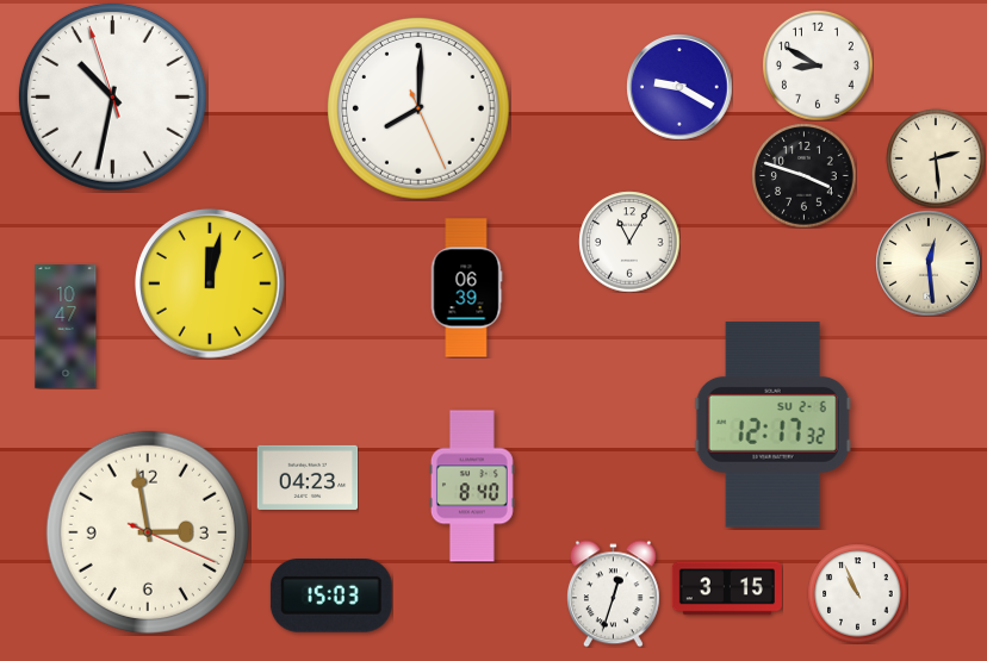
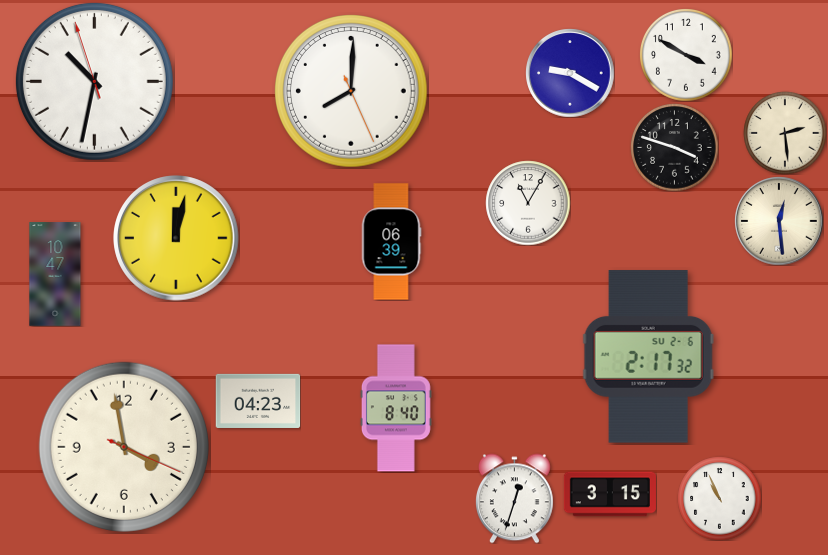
clock at (818, 66): 8:50 -> 3:50
clock at (772, 425): 12:17 -> 2:17
clock at (148, 532): 2:58 -> 3:58
clock at (331, 597): 15:03 -> none
